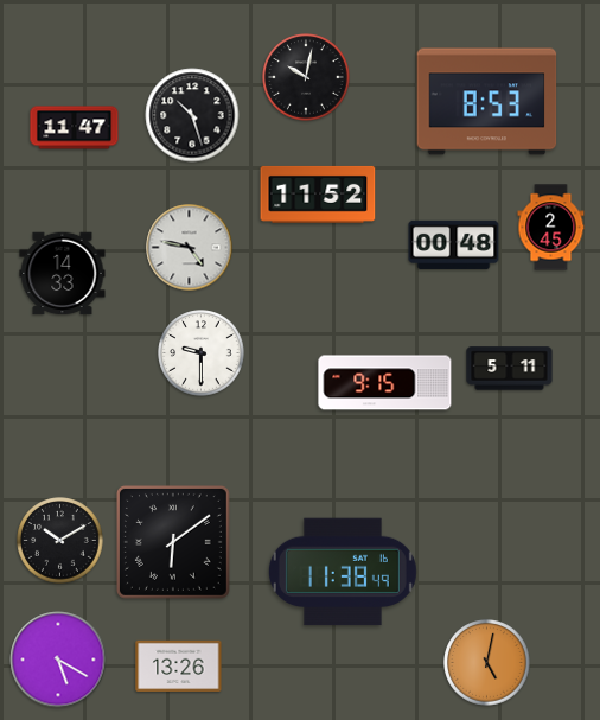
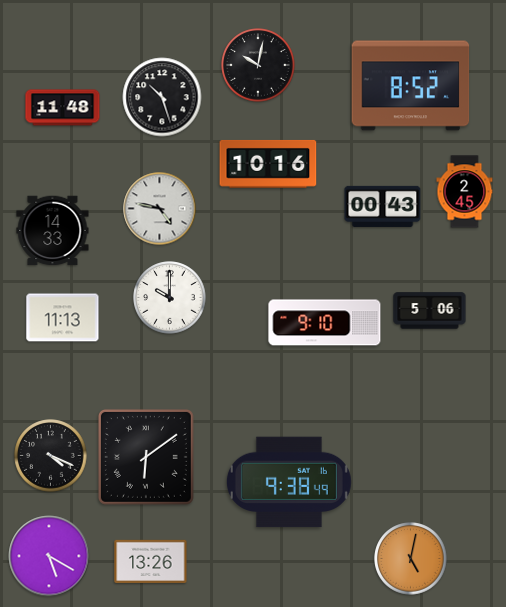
clock at (487, 102): 8:53 -> 8:52
clock at (75, 128): 11:47 -> 11:48
clock at (318, 195): 11:52 -> 10:16
clock at (454, 244): 00:48 -> 00:43
clock at (202, 353): 9:30 -> 10:00
clock at (510, 369): 5:11 -> 5:06
clock at (63, 318): none -> 11:13
clock at (385, 383): 9:15 -> 9:10
clock at (60, 541): 10:10 -> 4:19
clock at (343, 572): 11:38 -> 9:38
